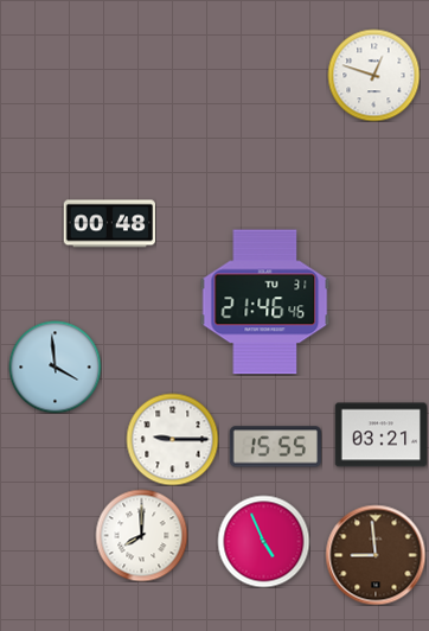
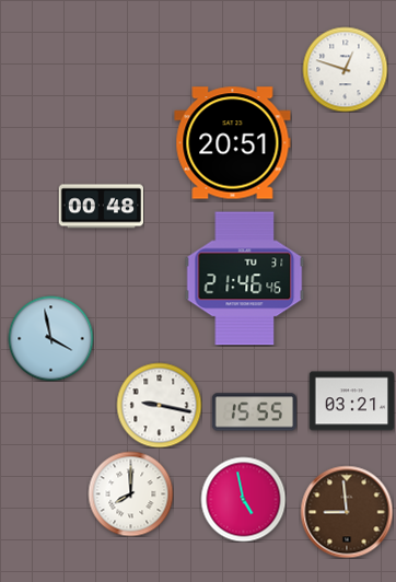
clock at (233, 143): none -> 20:51
clock at (55, 367): 3:59 -> 3:58
clock at (172, 439): 9:15 -> 9:17
clock at (263, 541): 4:56 -> 4:58
